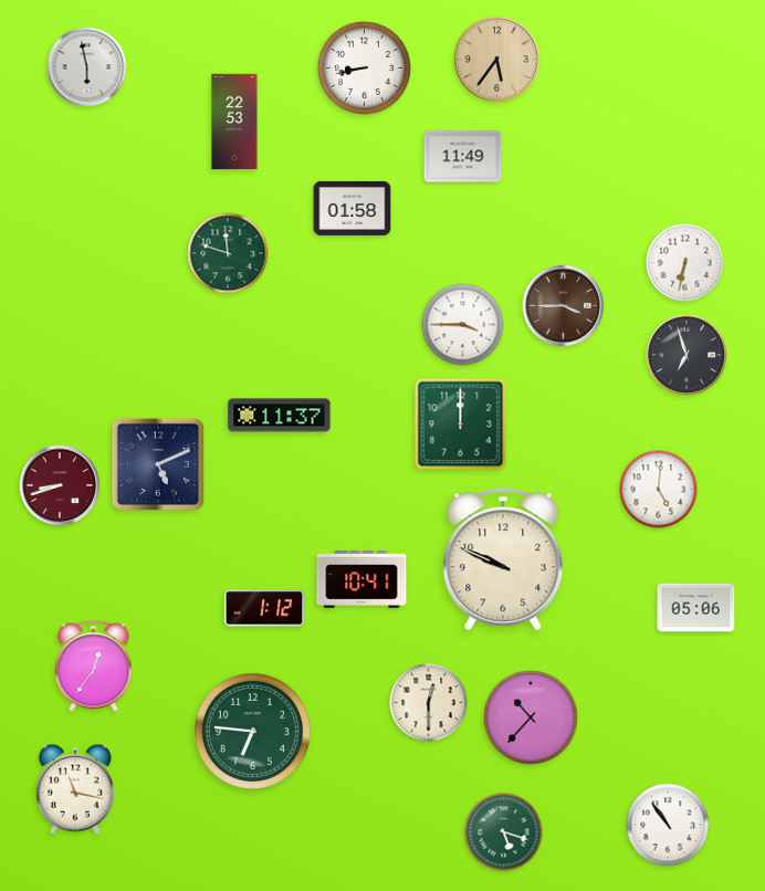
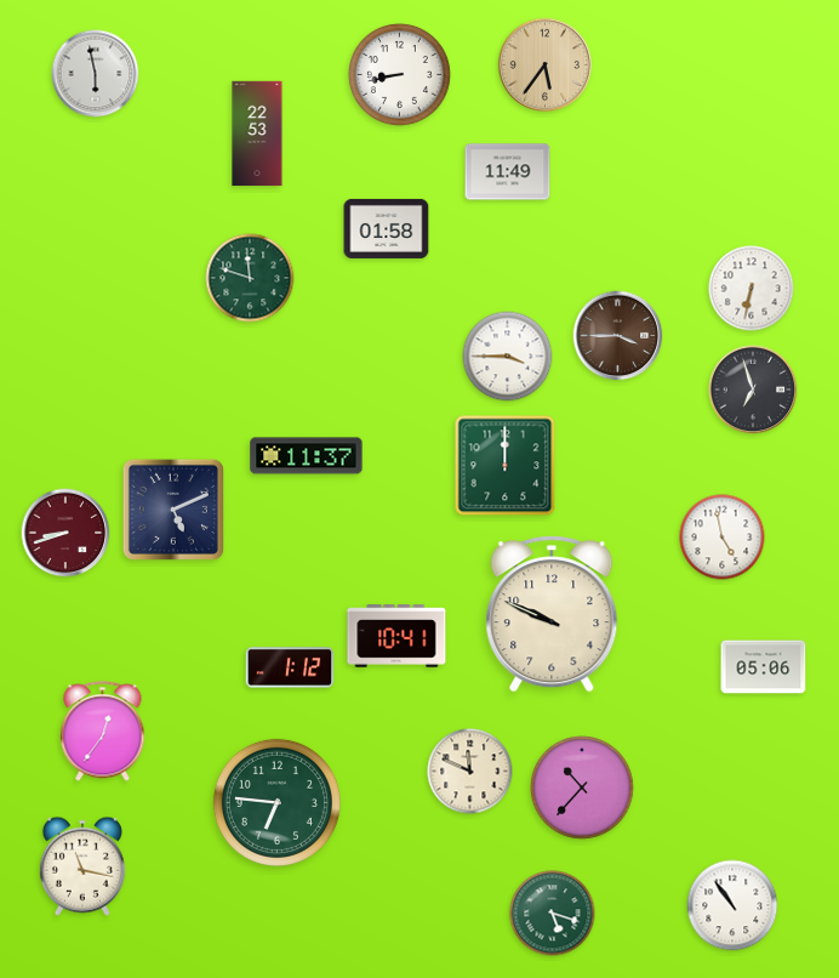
clock at (659, 490): 5:01 -> 4:58
clock at (429, 703): 12:30 -> 11:49
